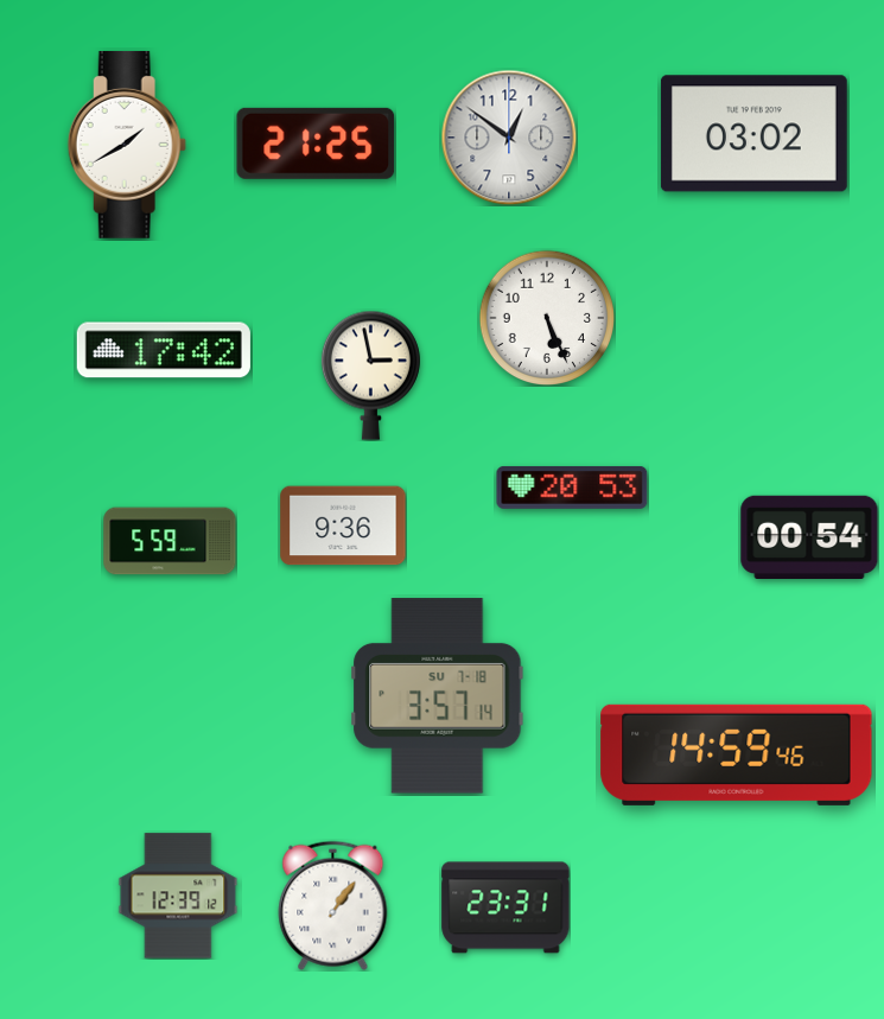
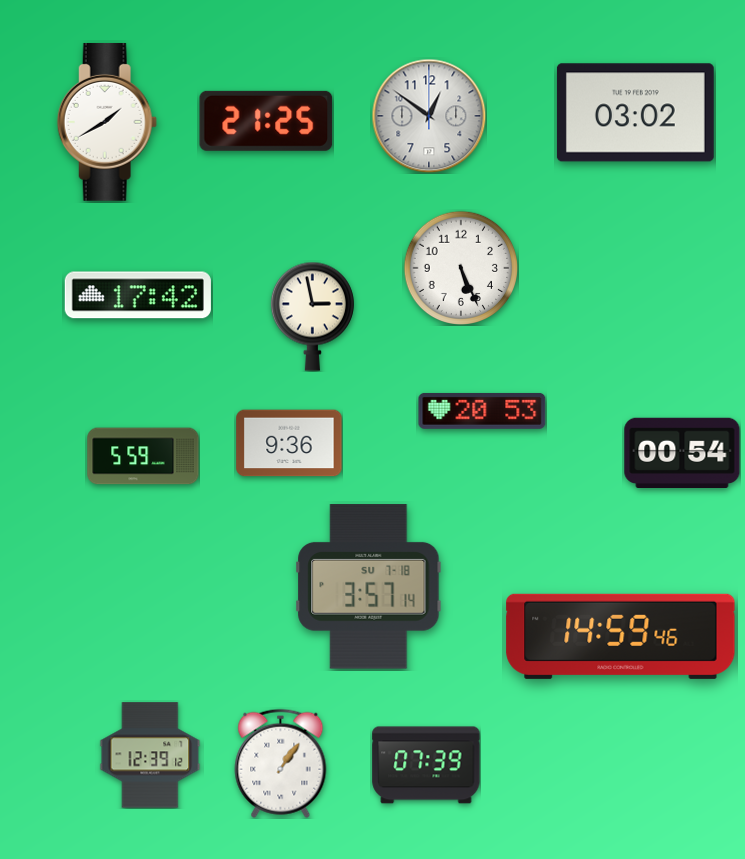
clock at (505, 907): 23:31 -> 07:39
